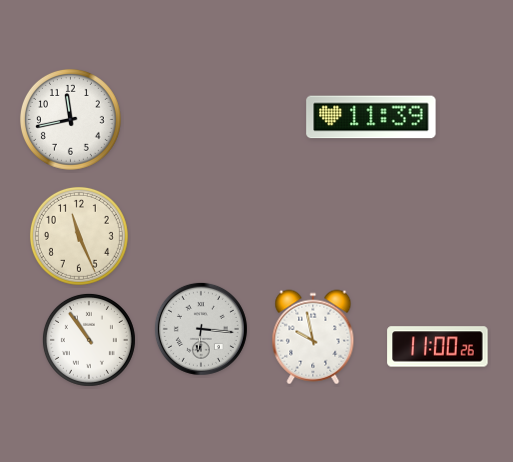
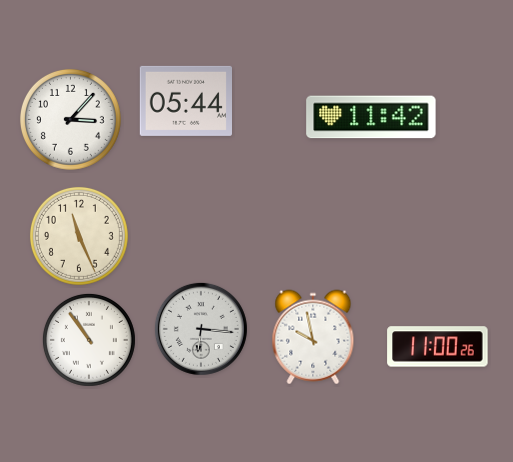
clock at (185, 101): none -> 05:44
clock at (371, 117): 11:39 -> 11:42
clock at (70, 119): 11:43 -> 3:07
